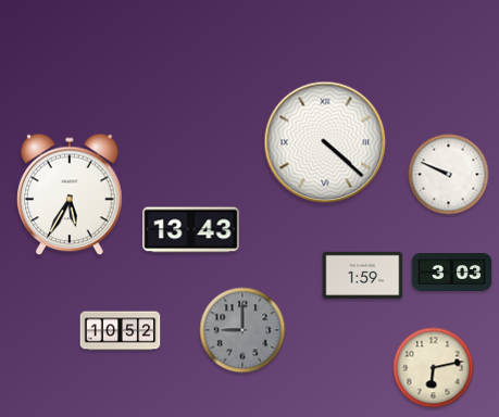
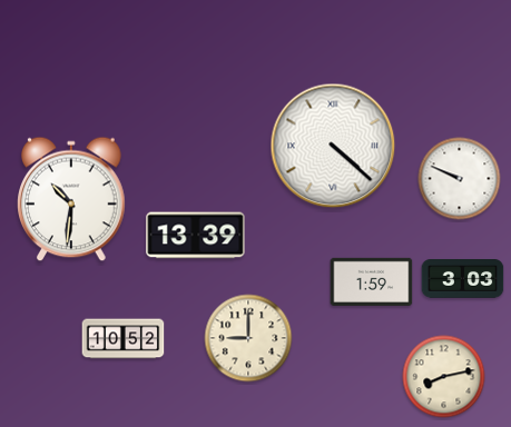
clock at (71, 194): 5:35 -> 10:31
clock at (191, 230): 13:43 -> 13:39
clock at (242, 330) dial: grey -> cream
clock at (434, 368): 6:13 -> 8:13
